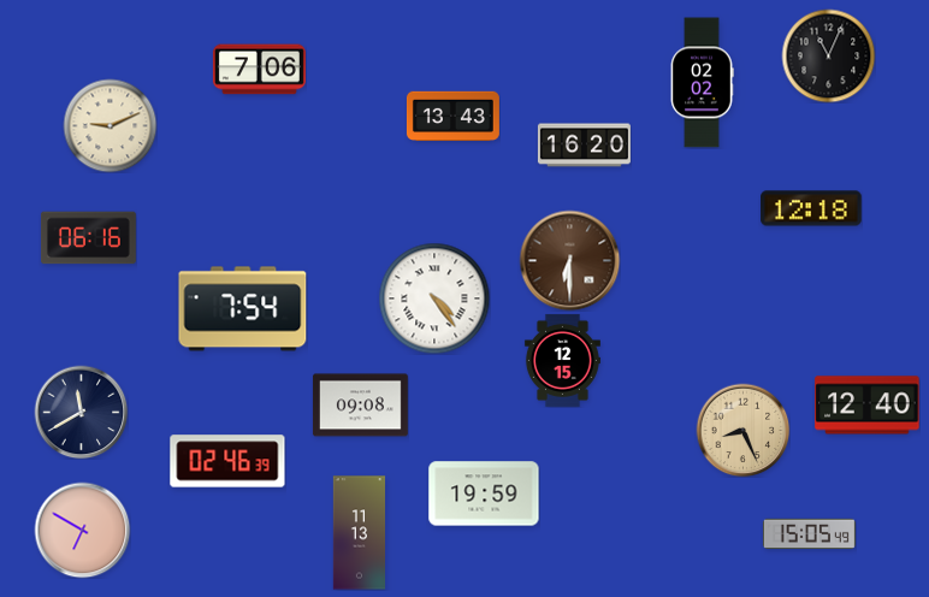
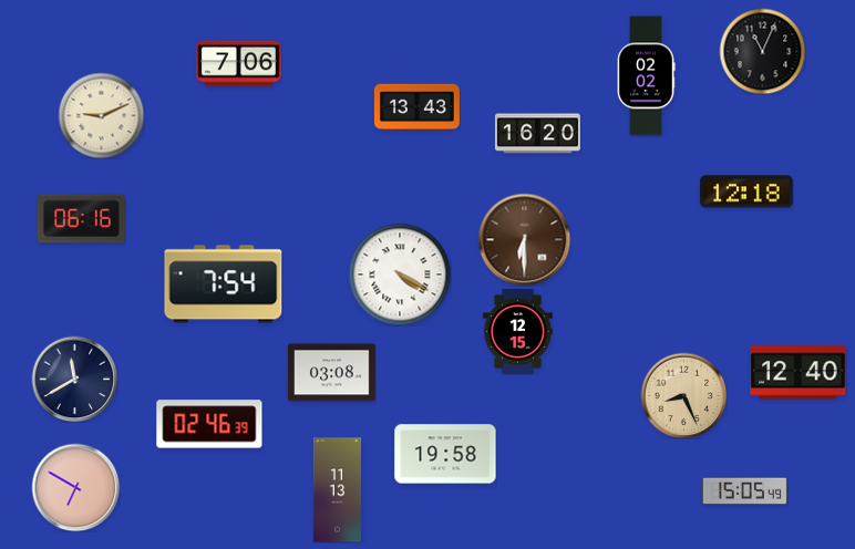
clock at (434, 298): 4:24 -> 4:20
clock at (360, 406): 09:08 -> 03:08
clock at (484, 493): 19:59 -> 19:58
clock at (360, 533) position: (360, 533) -> (338, 490)
